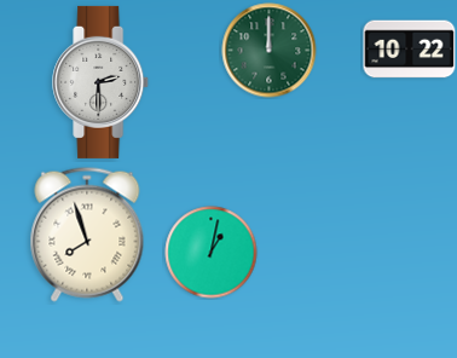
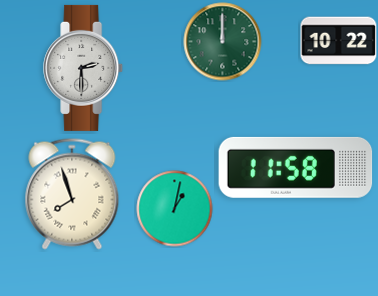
clock at (296, 167): none -> 11:58
